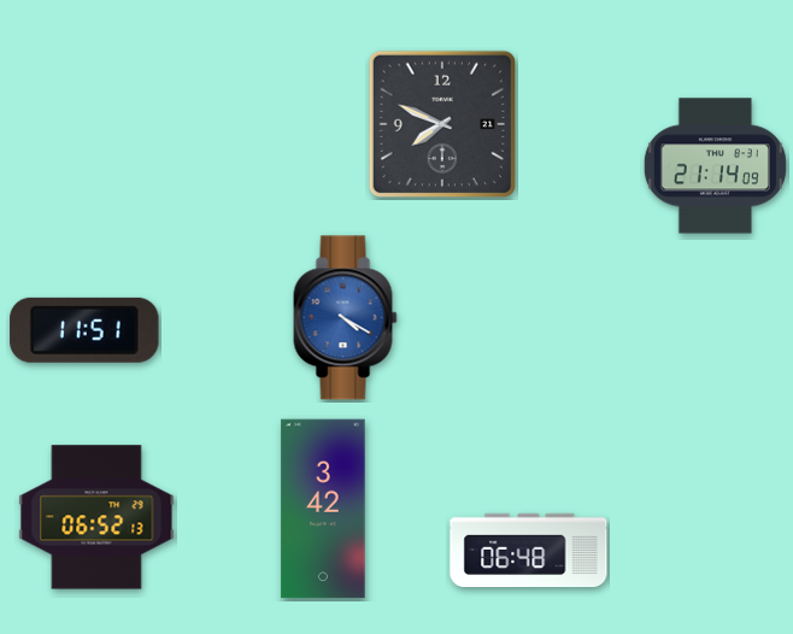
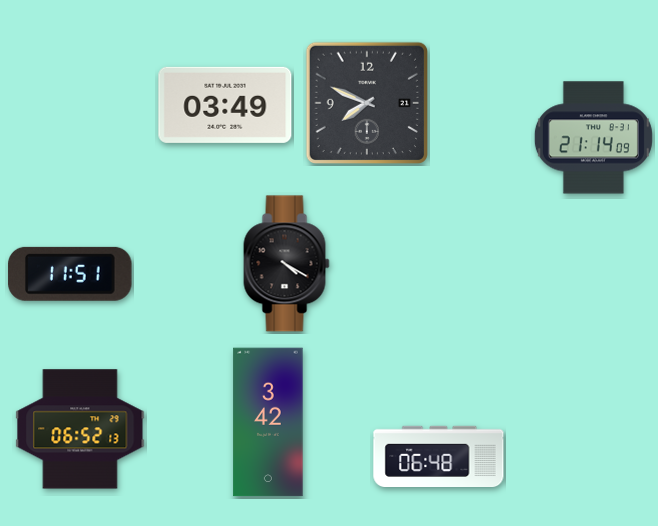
clock at (225, 105): none -> 03:49
clock at (346, 318) dial: blue -> black
